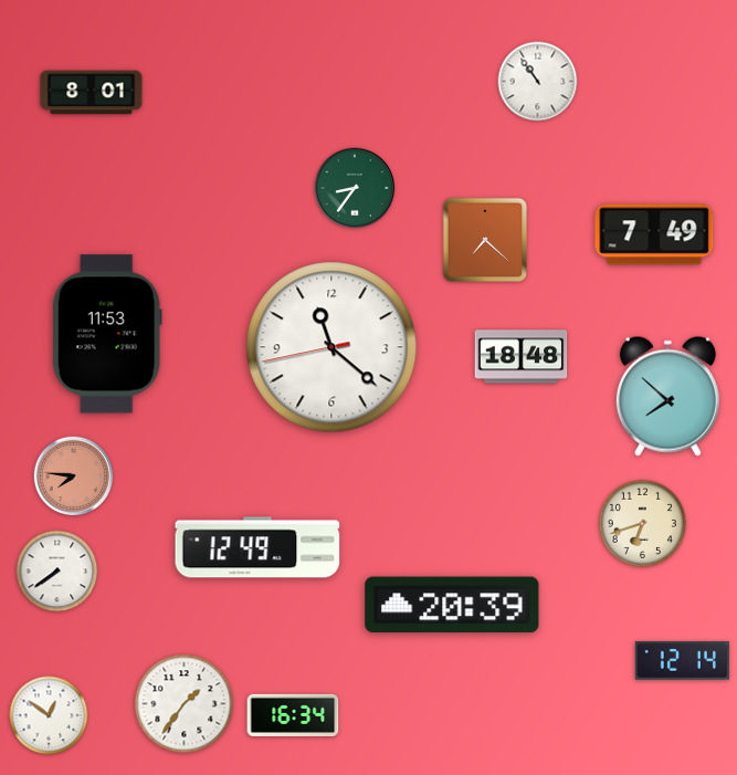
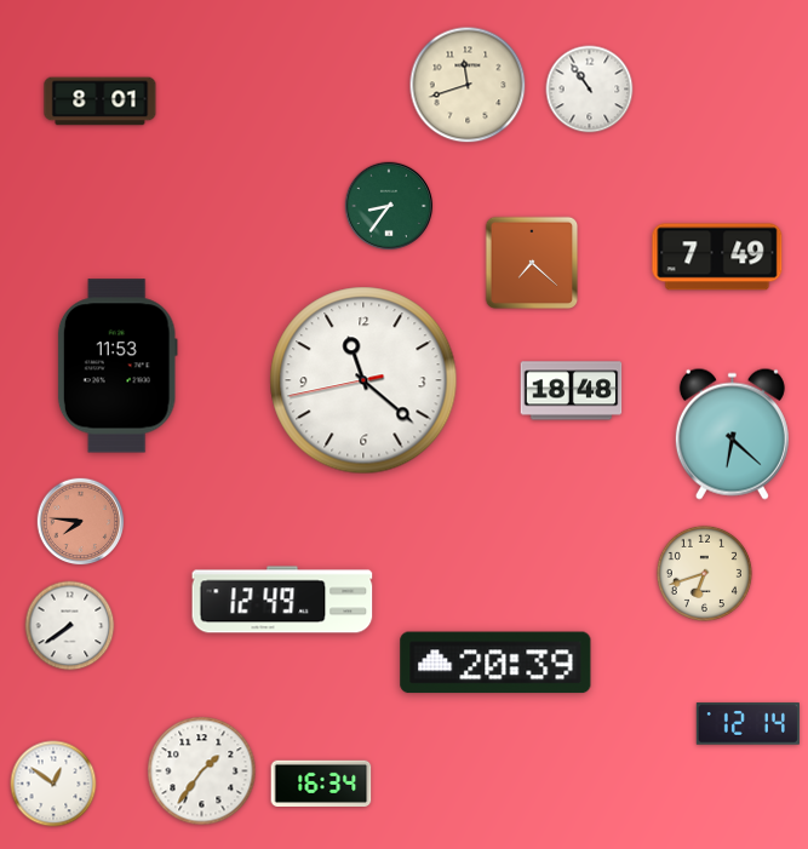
clock at (468, 85): none -> 11:42
clock at (667, 396): 7:52 -> 6:22
clock at (57, 572) position: (57, 572) -> (70, 626)
